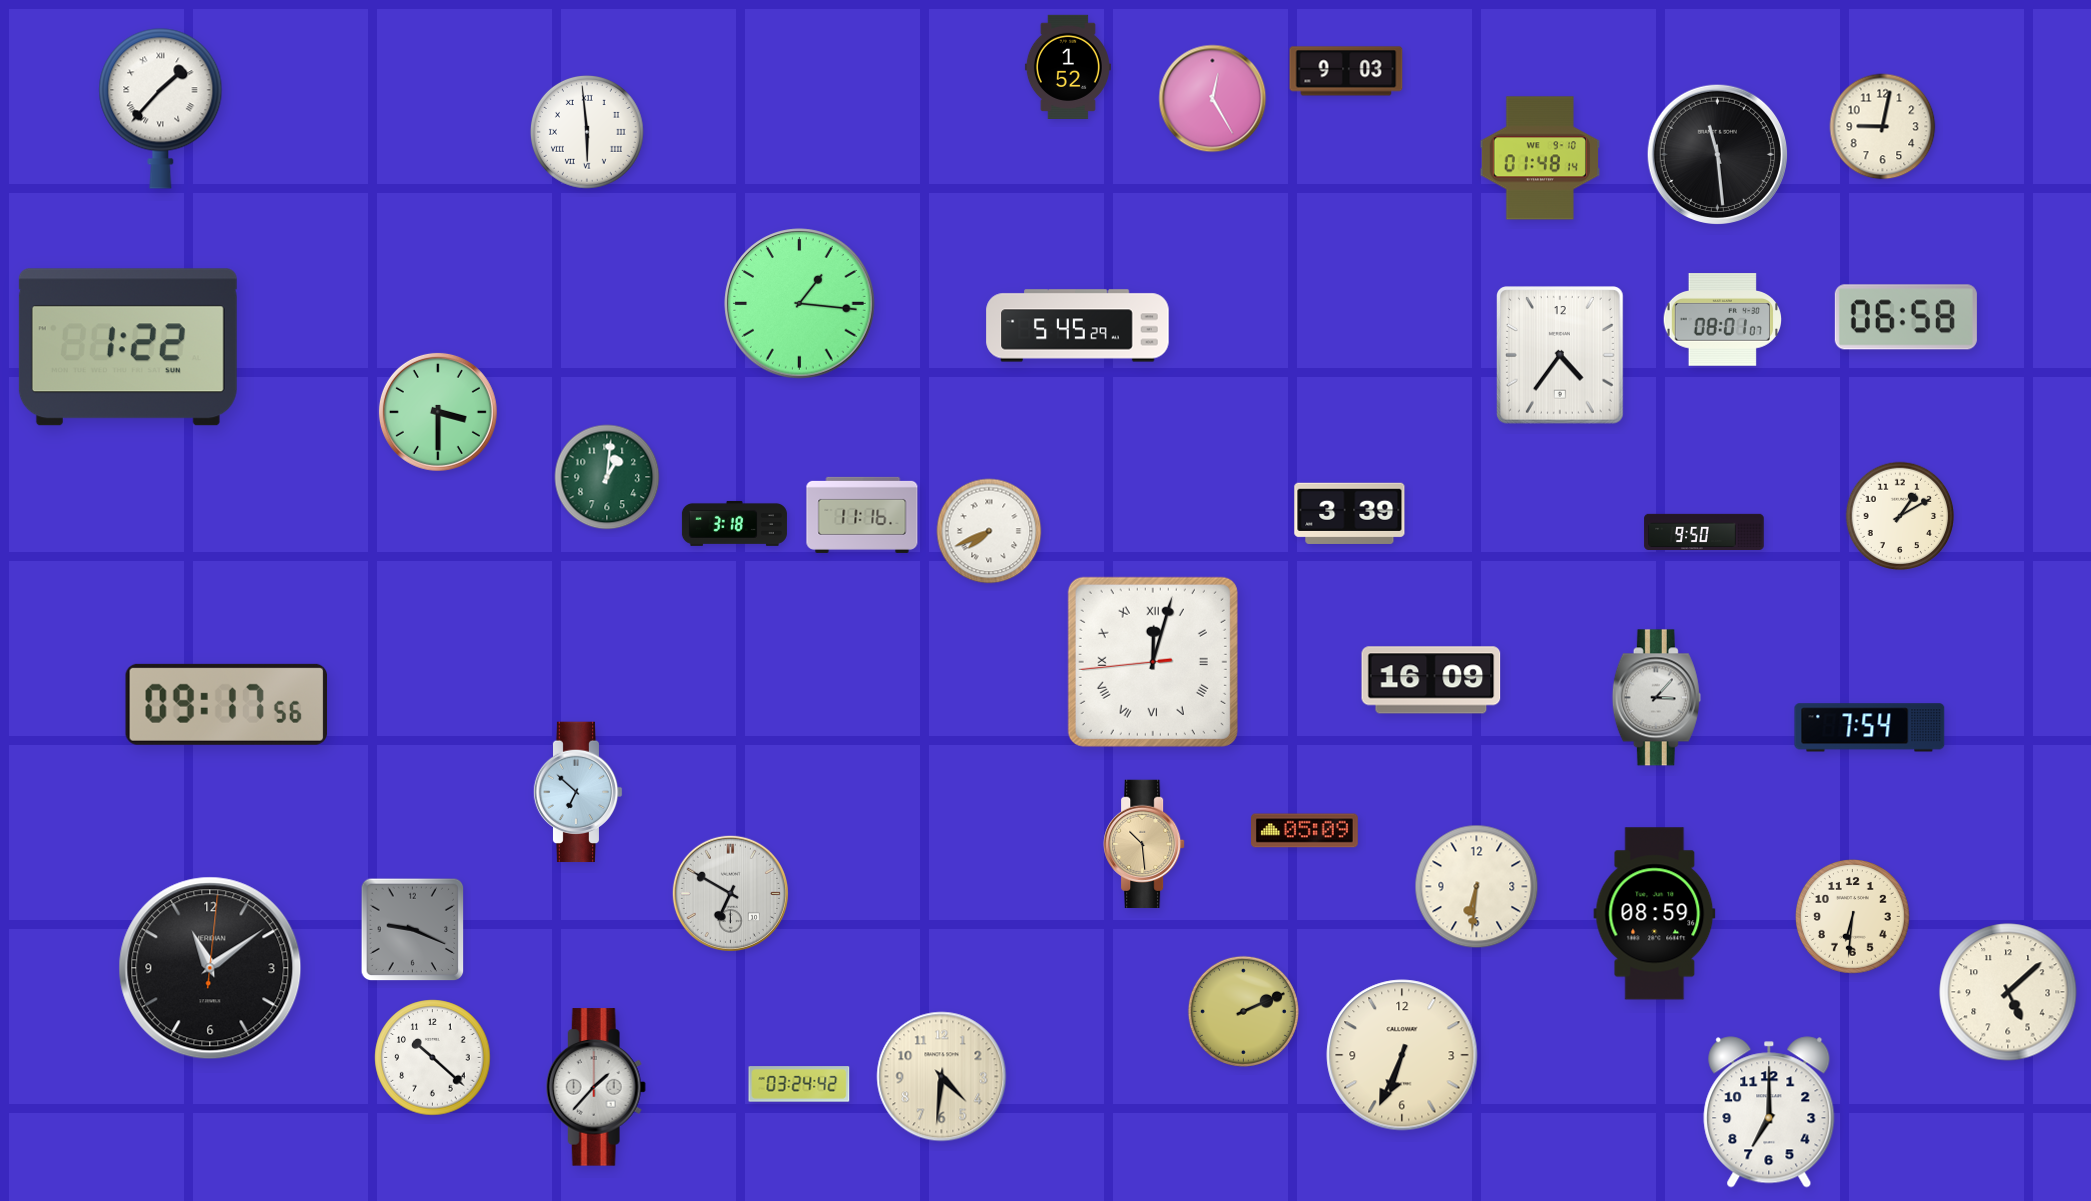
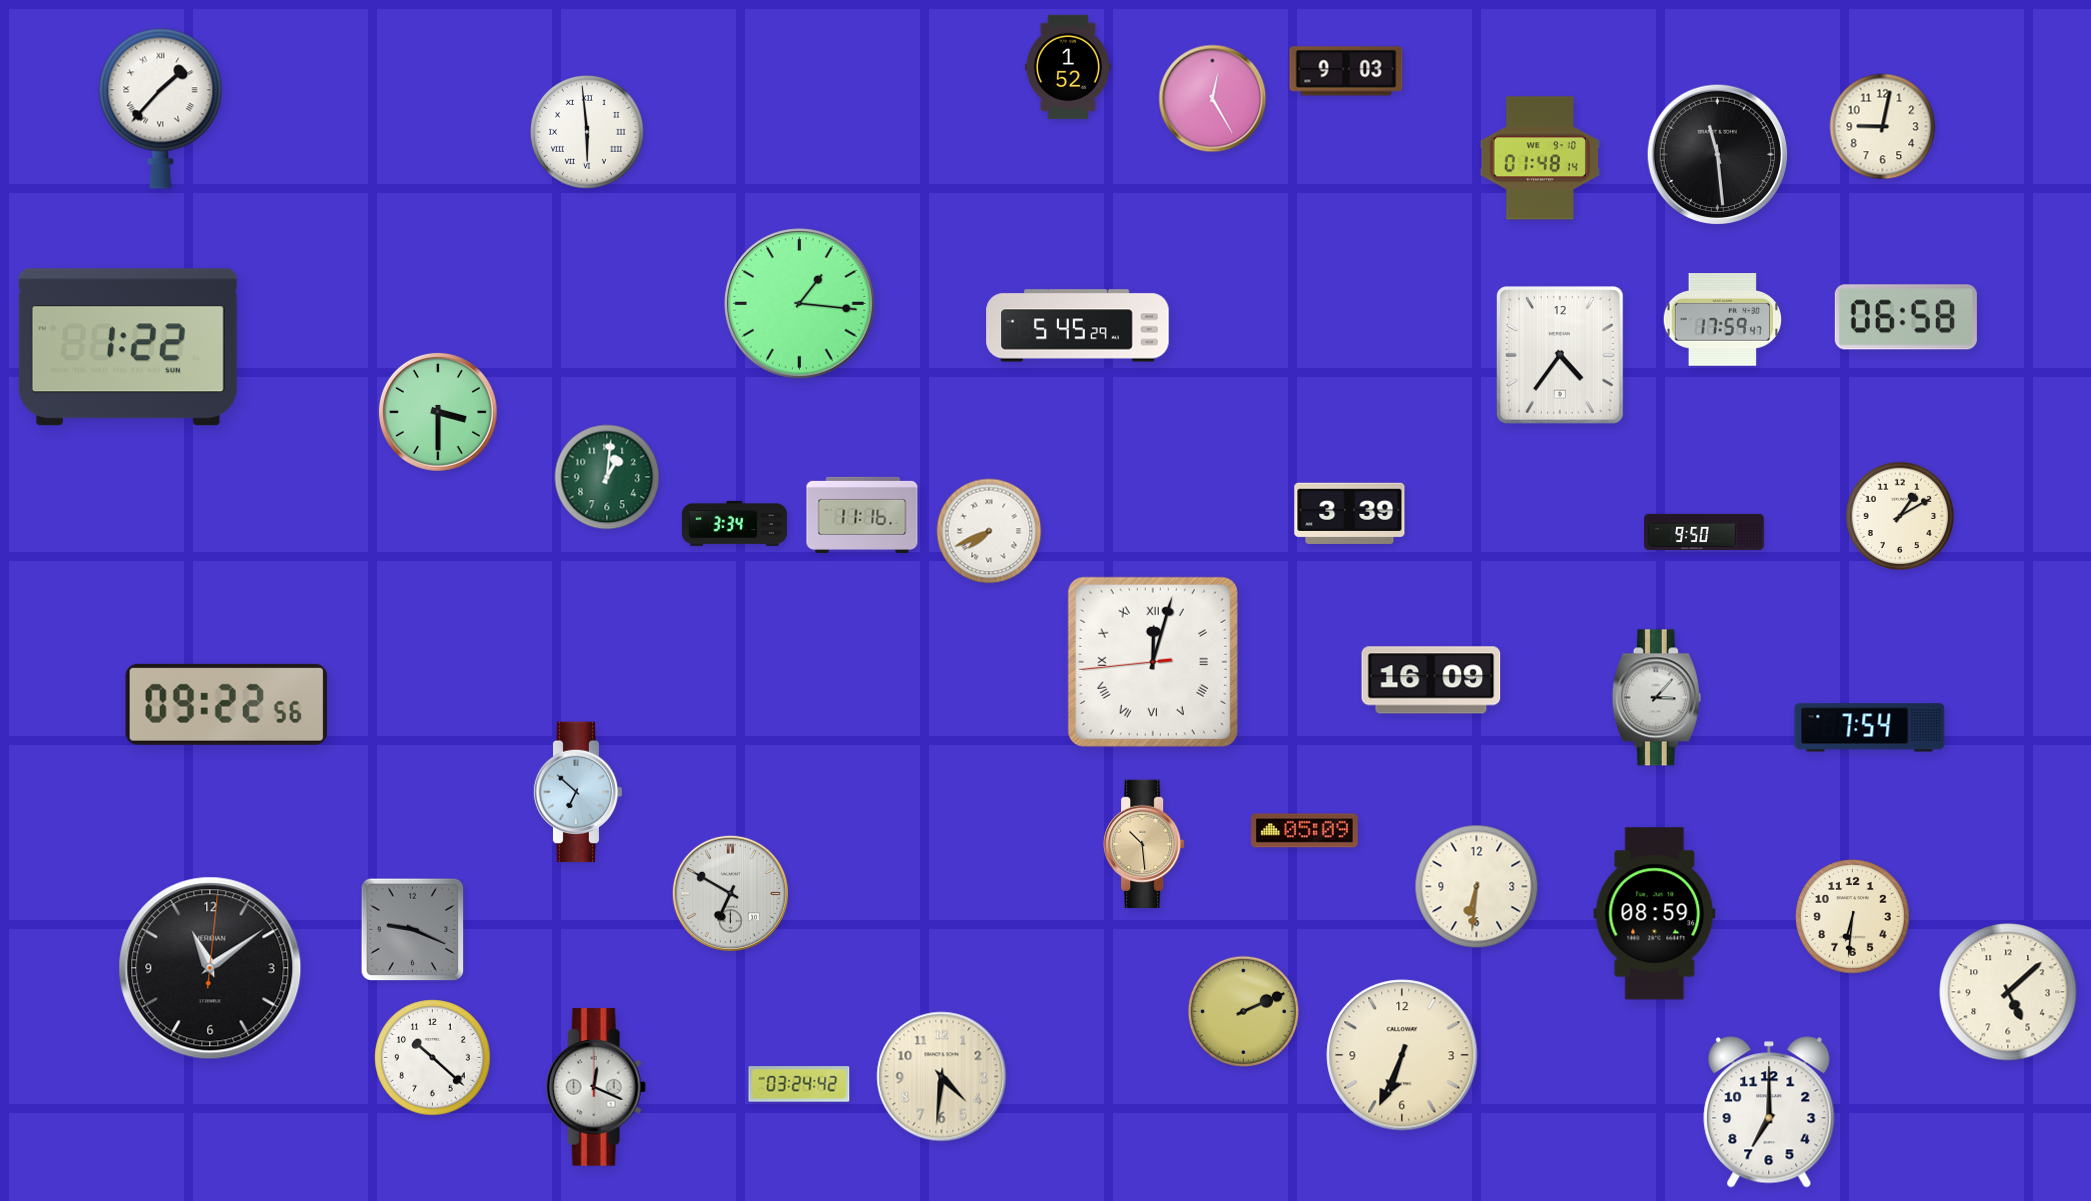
clock at (1722, 320): 08:01 -> 17:59
clock at (734, 523): 3:18 -> 3:34
clock at (227, 704): 09:17 -> 09:22
clock at (596, 1087): 1:37 -> 12:19
